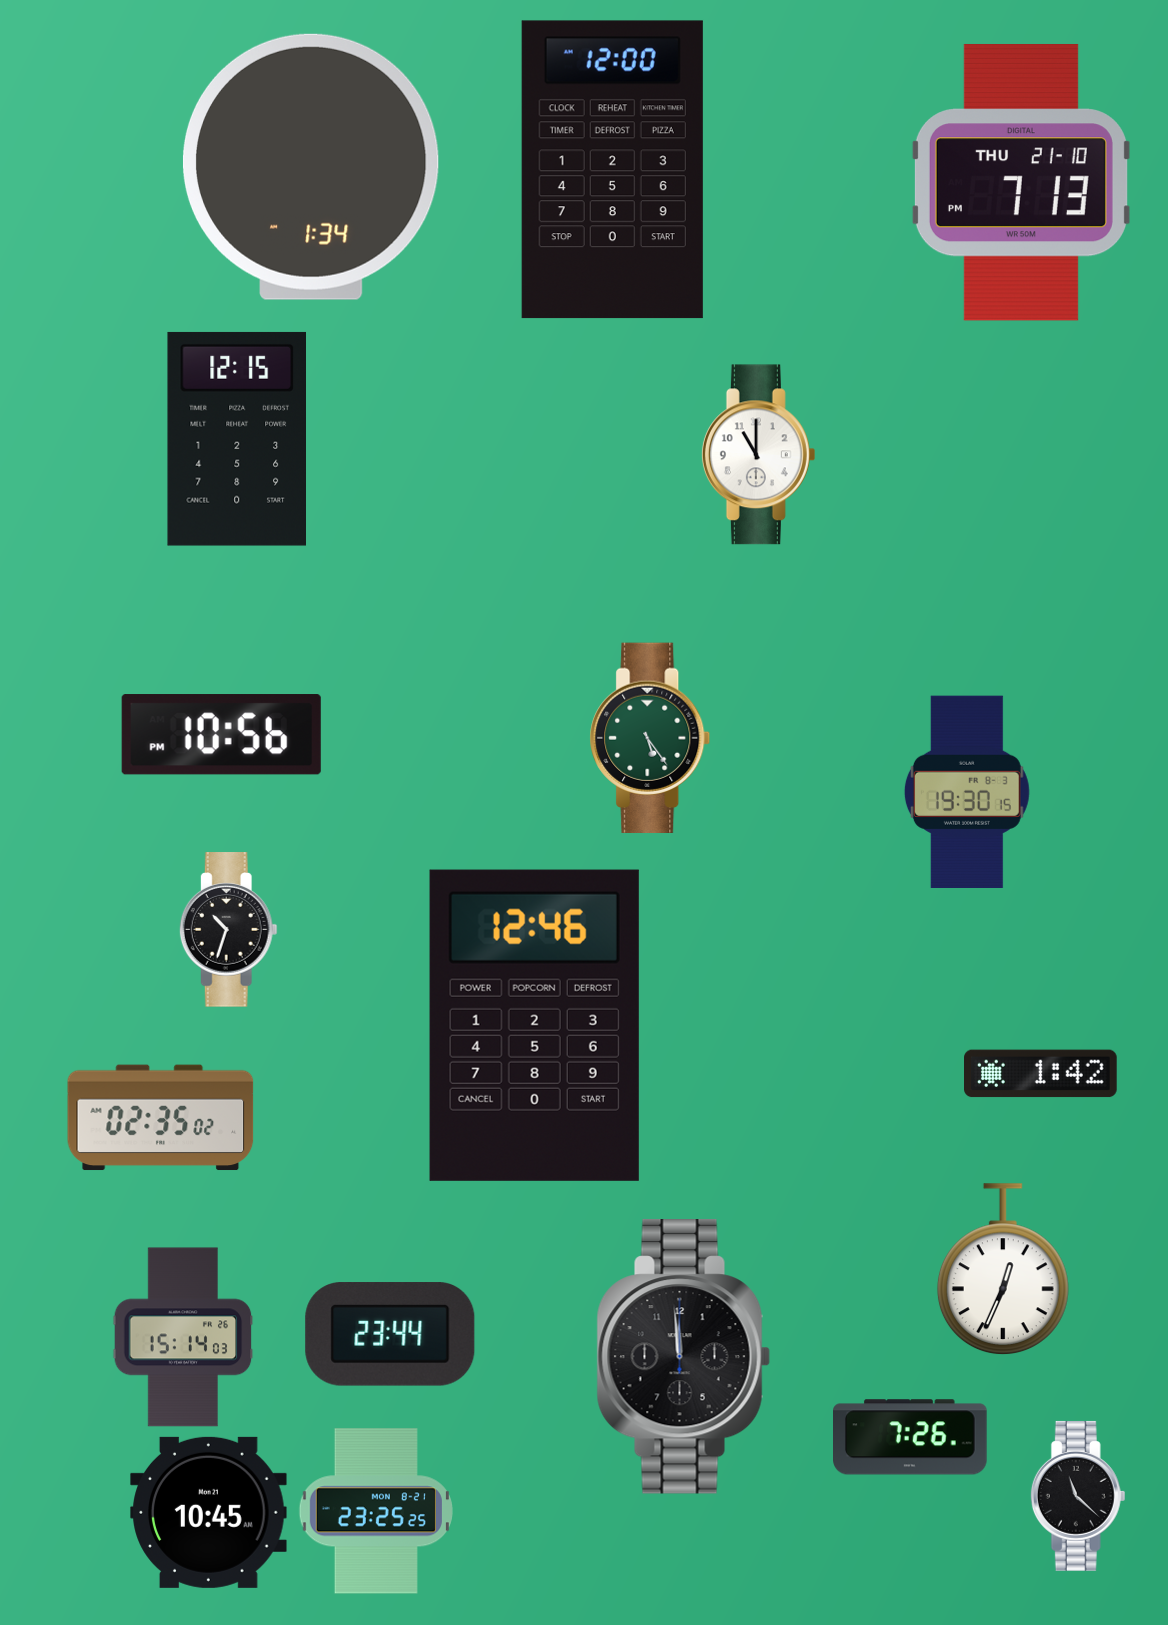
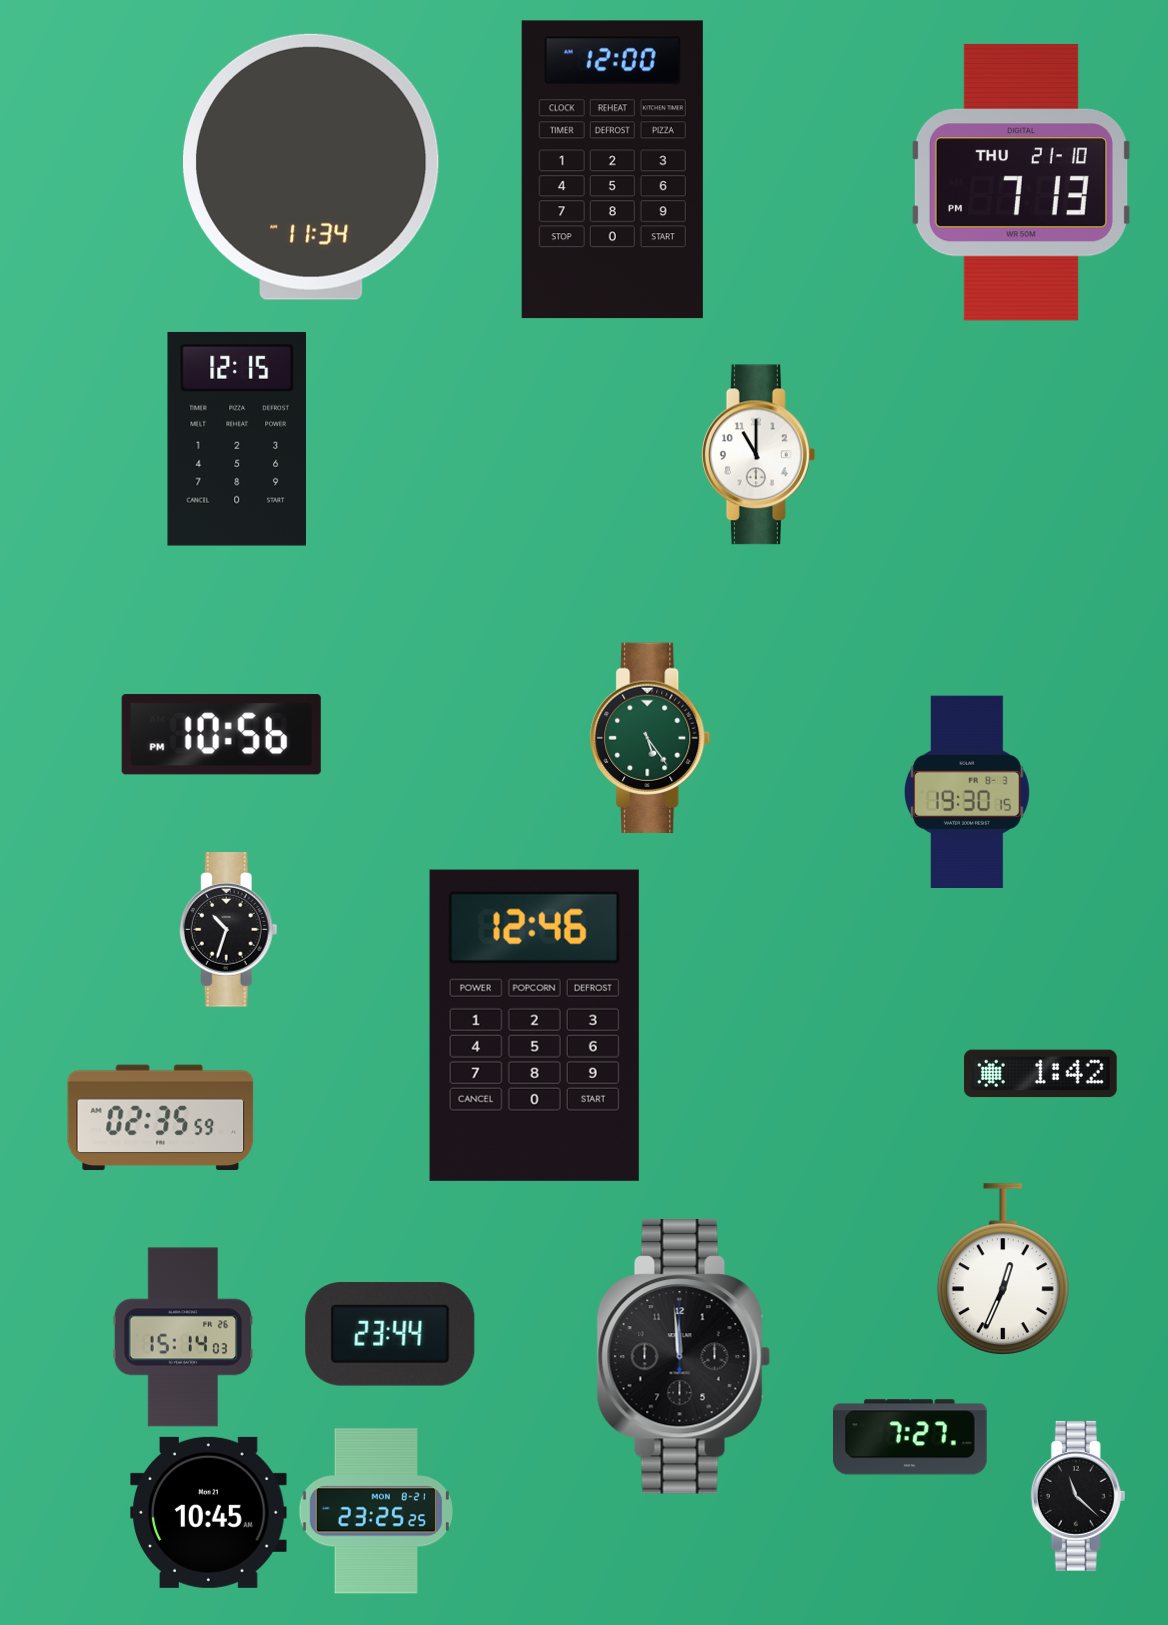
clock at (311, 167): 1:34 -> 11:34
clock at (161, 1118): 02:35:02 -> 02:35:59
clock at (911, 1437): 7:26 -> 7:27
